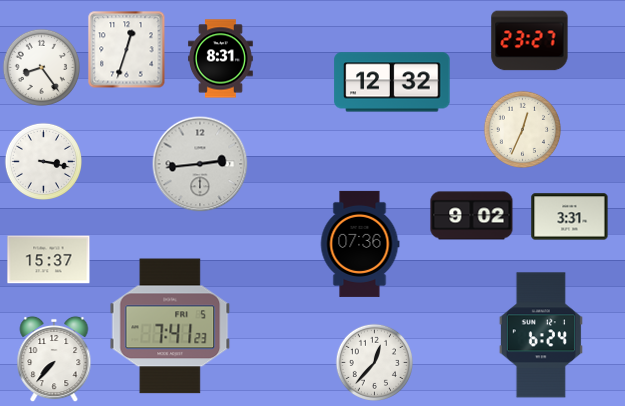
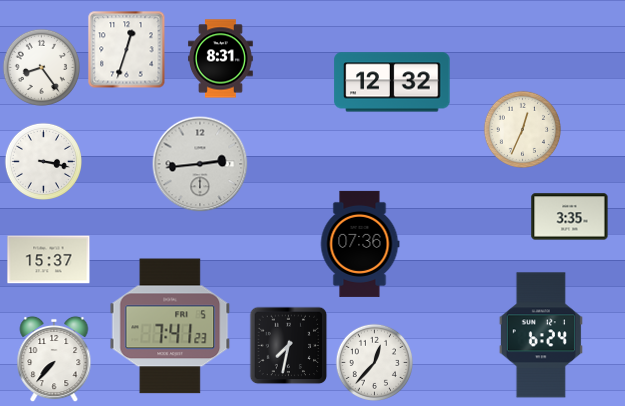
clock at (530, 41): 23:27 -> none
clock at (472, 216): 9:02 -> none
clock at (570, 217): 3:31 -> 3:35
clock at (288, 345): none -> 7:32
